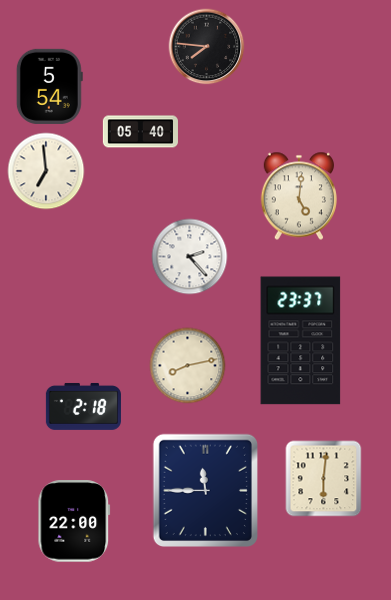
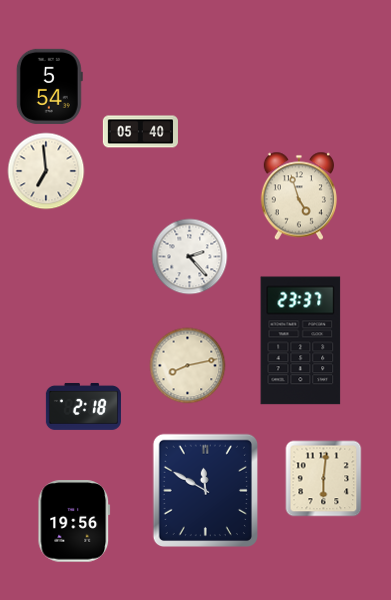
clock at (207, 47): 7:46 -> none
clock at (298, 196): 5:01 -> 4:57
clock at (205, 490): 11:45 -> 11:50
clock at (74, 521): 22:00 -> 19:56
